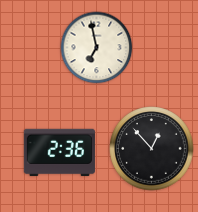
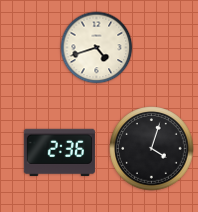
clock at (97, 48): 6:58 -> 4:42
clock at (152, 149): 12:53 -> 4:03
